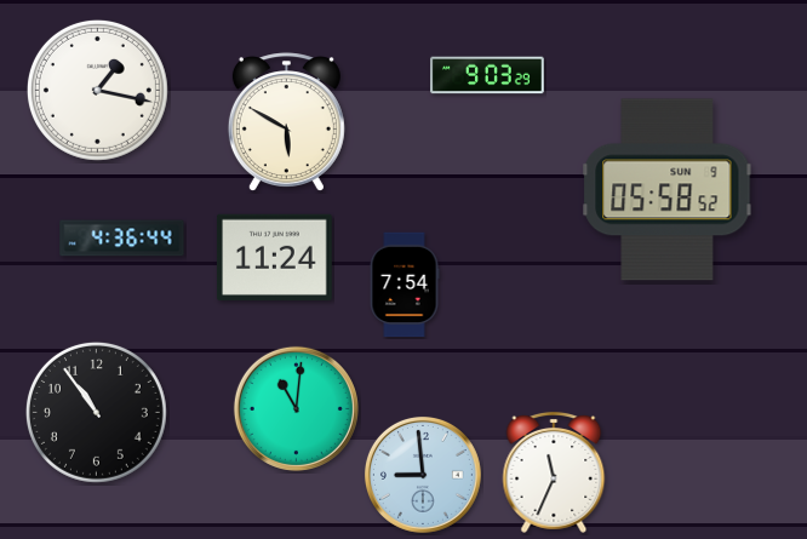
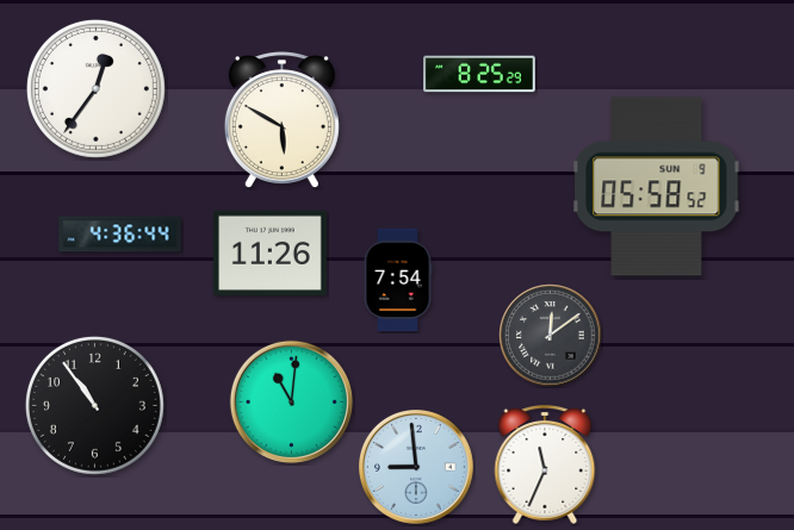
clock at (488, 75): 9:03 -> 8:25
clock at (97, 90): 1:17 -> 12:36
clock at (274, 257): 11:24 -> 11:26
clock at (551, 336): none -> 12:09
